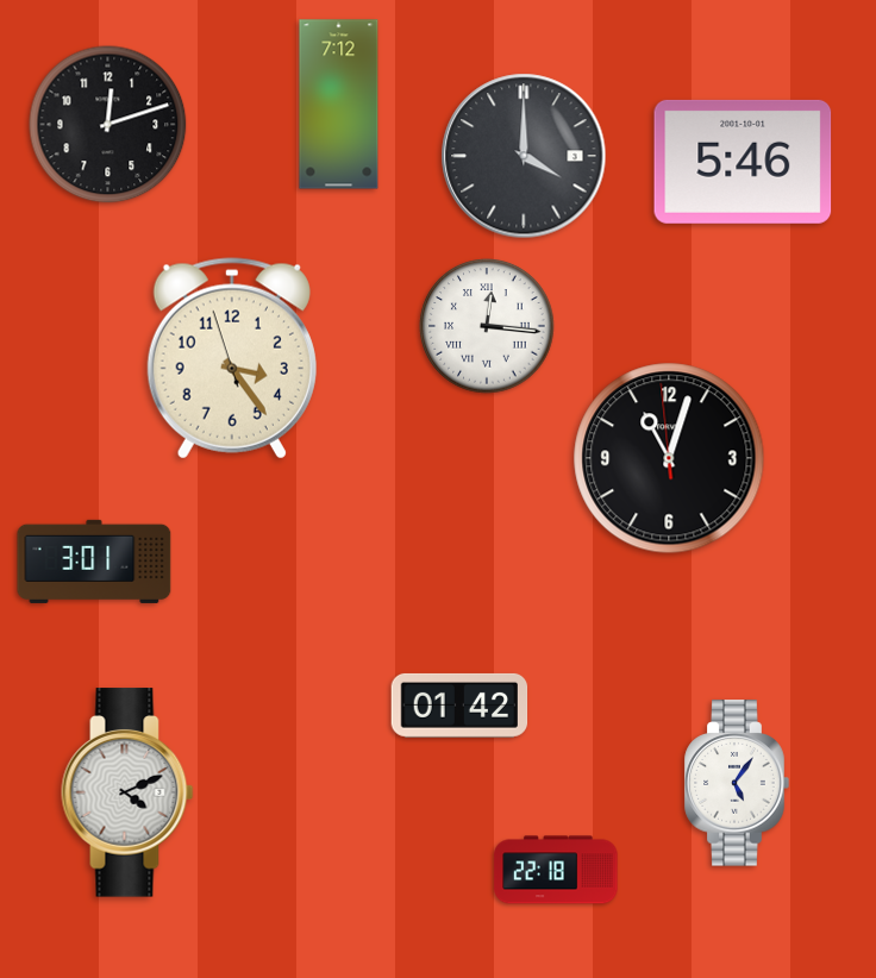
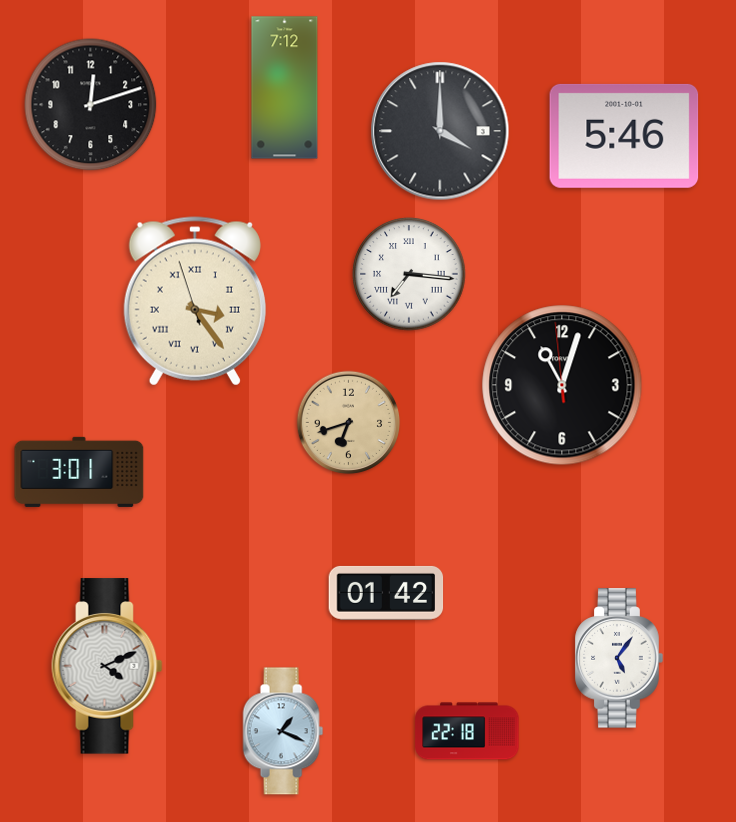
clock at (487, 326): 12:16 -> 7:16
clock at (232, 358) numerals: Arabic -> Roman
clock at (349, 423): none -> 6:42
clock at (283, 731): none -> 1:19
